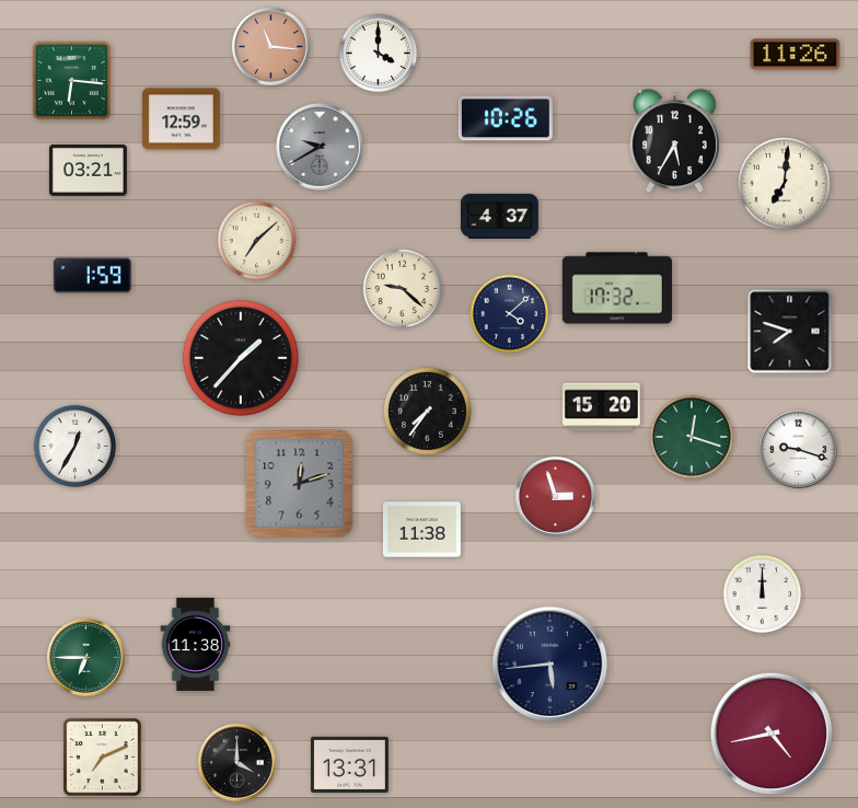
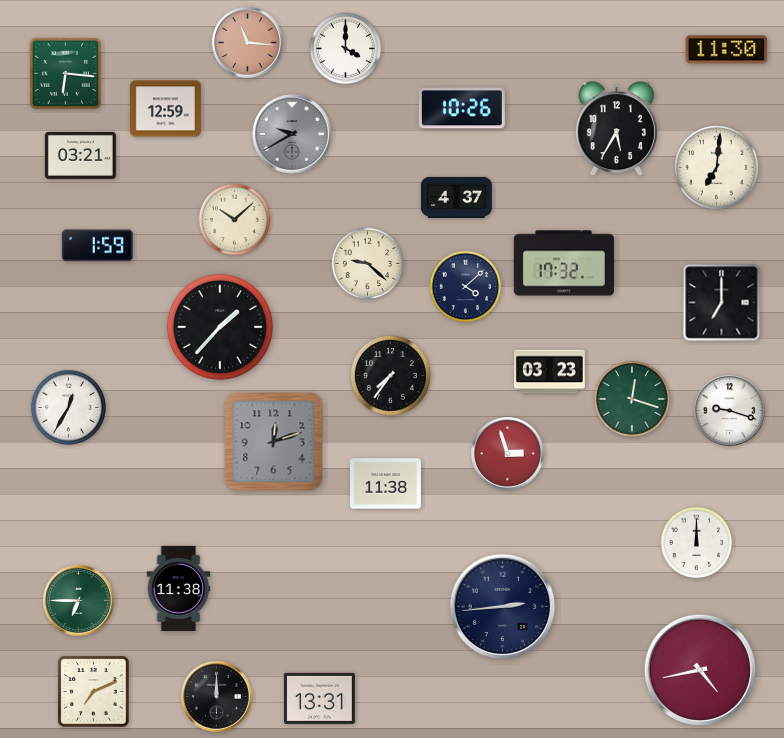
clock at (796, 55): 11:26 -> 11:30
clock at (257, 241): 7:08 -> 10:08
clock at (92, 276) position: (92, 276) -> (97, 246)
clock at (790, 332): 7:48 -> 7:00
clock at (601, 407): 15:20 -> 03:23
clock at (550, 665): 5:44 -> 2:44
clock at (772, 734) position: (772, 734) -> (700, 670)
clock at (236, 762): 4:00 -> 12:00
